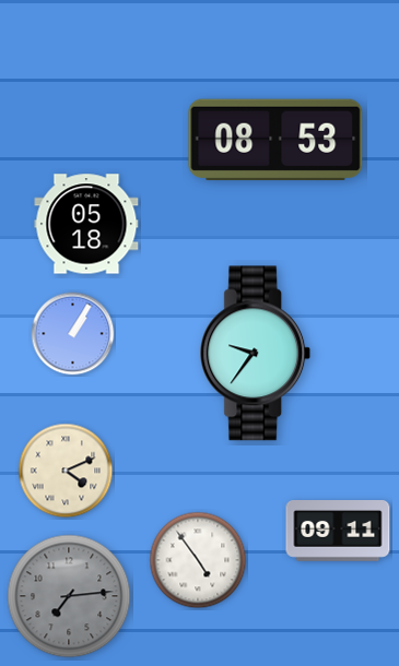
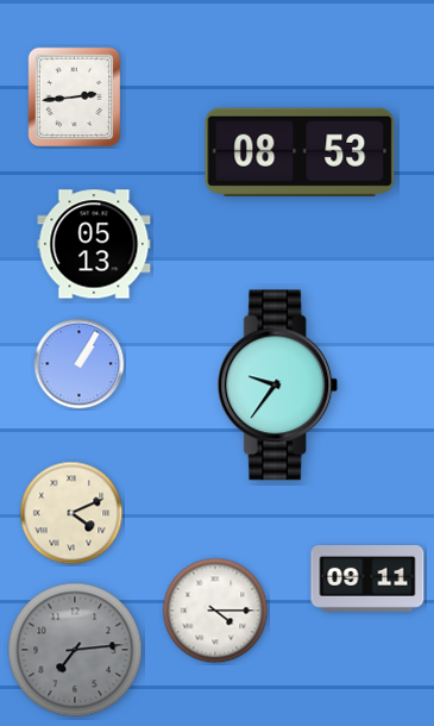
clock at (75, 98): none -> 2:44
clock at (86, 224): 05:18 -> 05:13
clock at (198, 560): 4:54 -> 4:15
